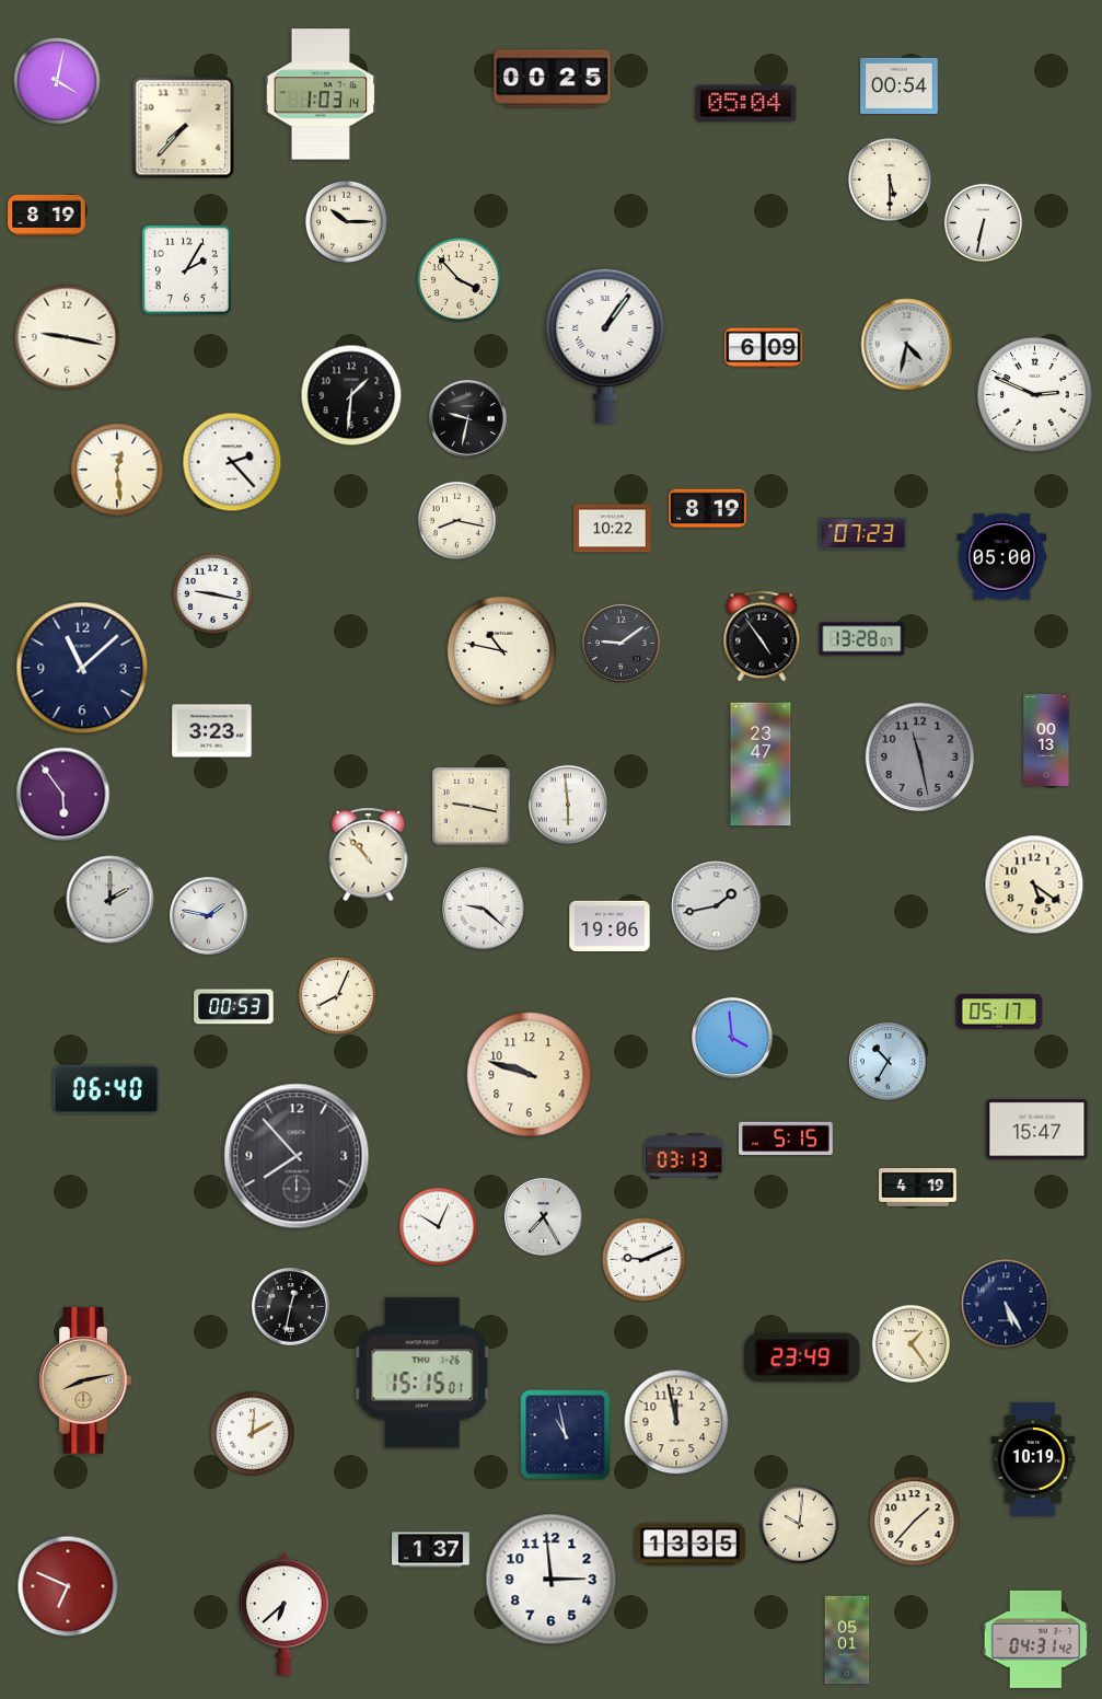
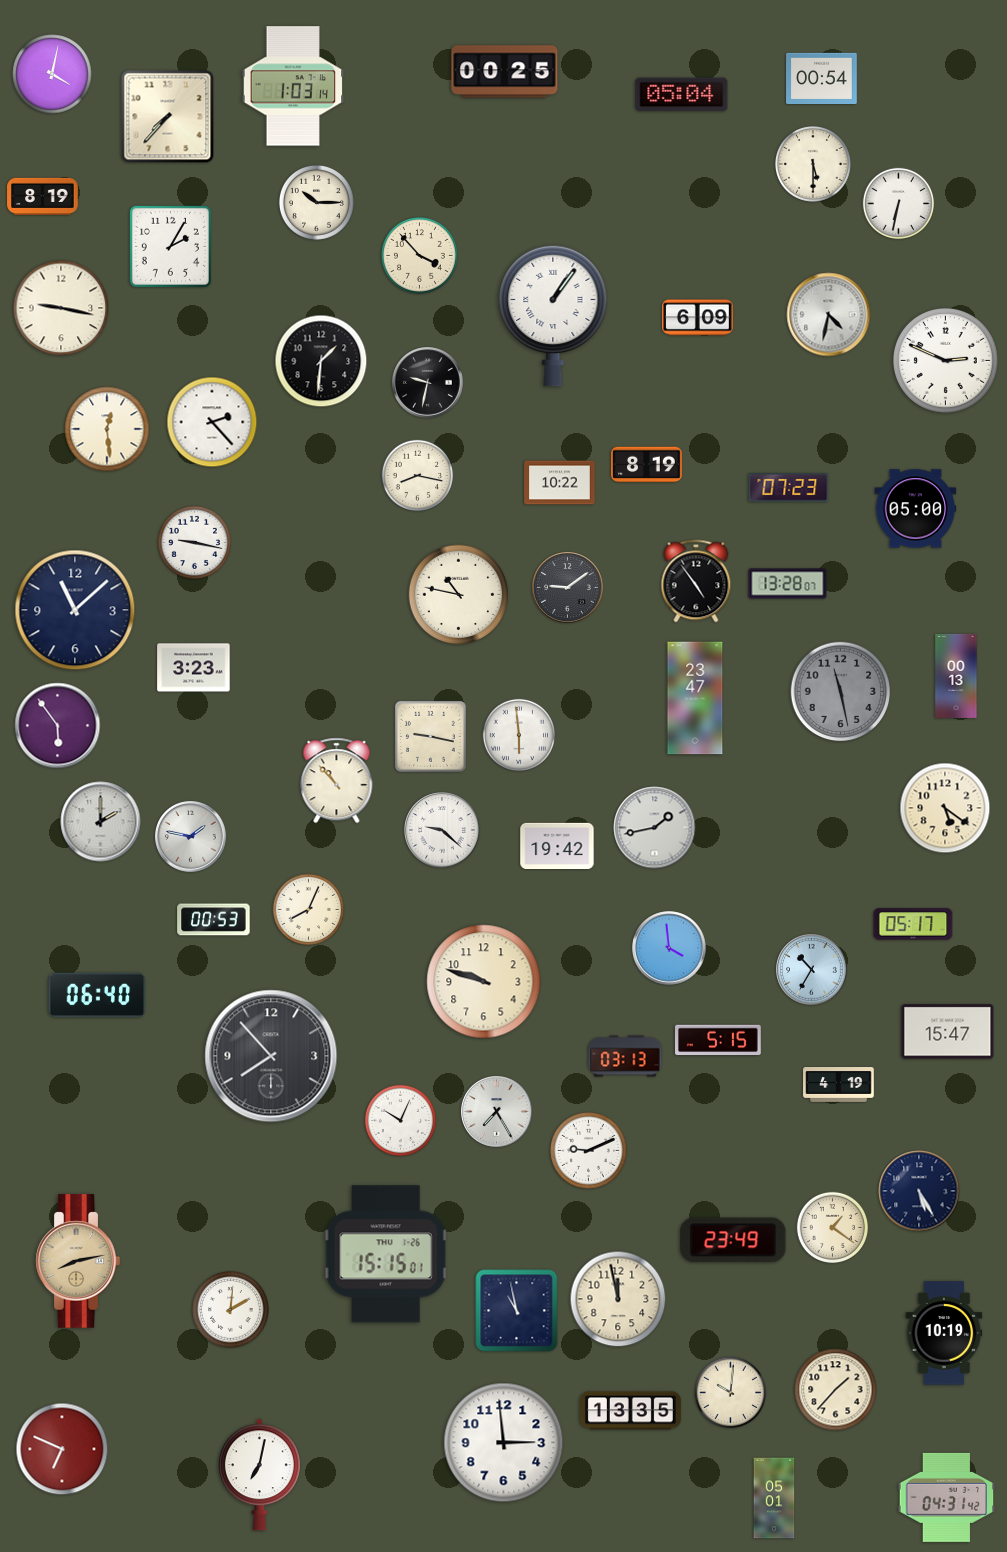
clock at (610, 925): 19:06 -> 19:42
clock at (291, 1307): 12:32 -> none
clock at (912, 1344): 1:24 -> 1:21
clock at (431, 1550): 1:37 -> none
clock at (283, 1615): 6:38 -> 7:02
